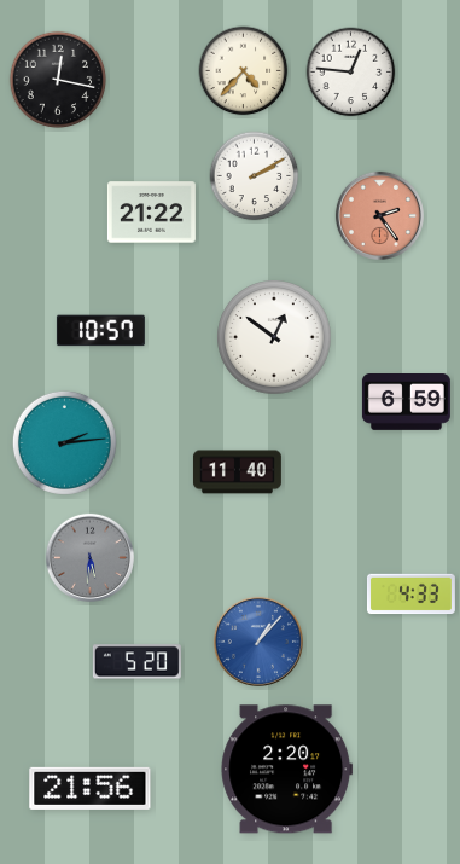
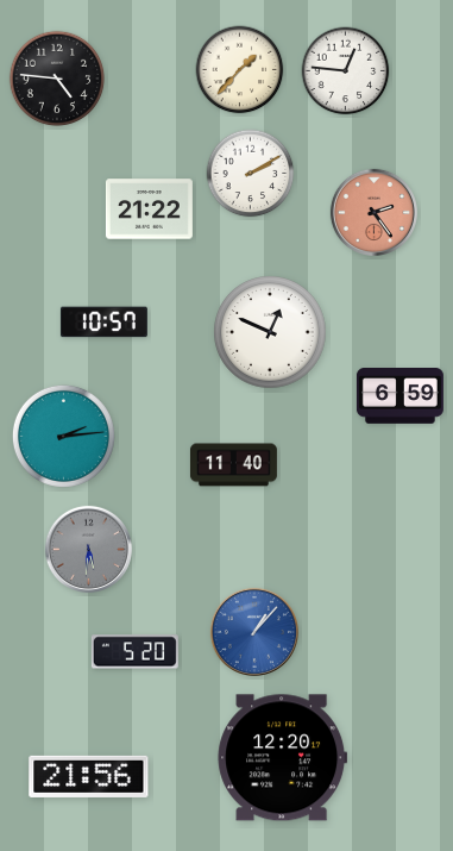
clock at (244, 71): 4:37 -> 1:37
clock at (58, 80): 12:17 -> 4:46
clock at (100, 331) position: (100, 331) -> (103, 323)
clock at (274, 337): 12:51 -> 12:49
clock at (410, 595): 4:33 -> none
clock at (287, 770): 2:20 -> 12:20
